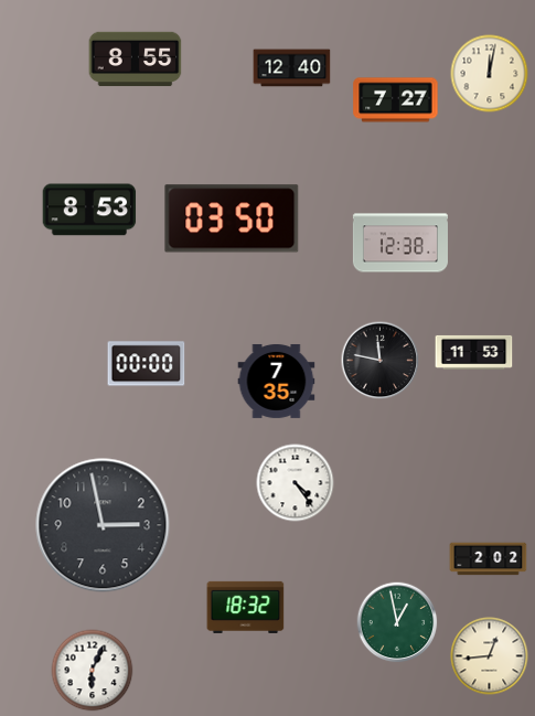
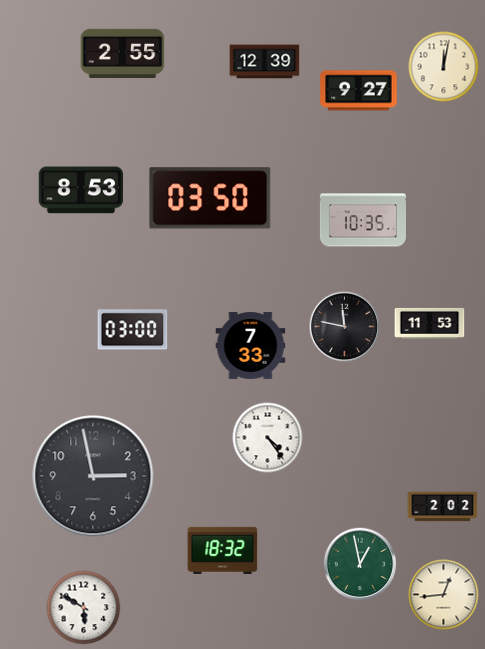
clock at (136, 60): 8:55 -> 2:55
clock at (292, 68): 12:40 -> 12:39
clock at (396, 100): 7:27 -> 9:27
clock at (400, 243): 12:38 -> 10:35
clock at (474, 352) position: (474, 352) -> (430, 323)
clock at (147, 364): 00:00 -> 03:00
clock at (277, 381): 7:35 -> 7:33
clock at (93, 671): 6:04 -> 5:50
